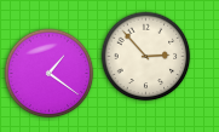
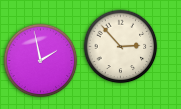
clock at (50, 74): 1:21 -> 1:58
